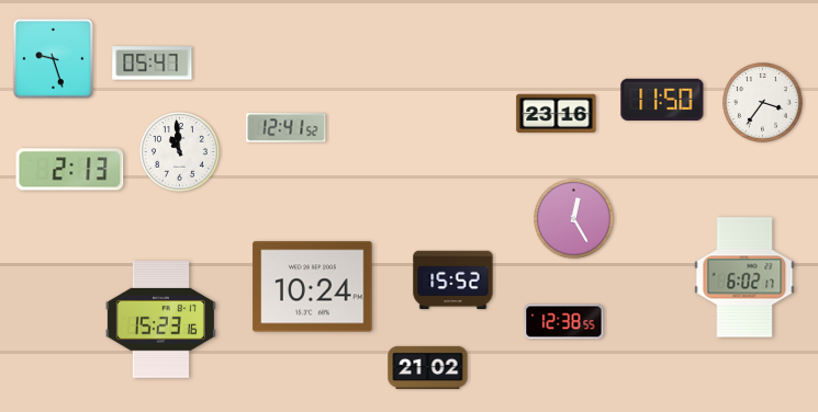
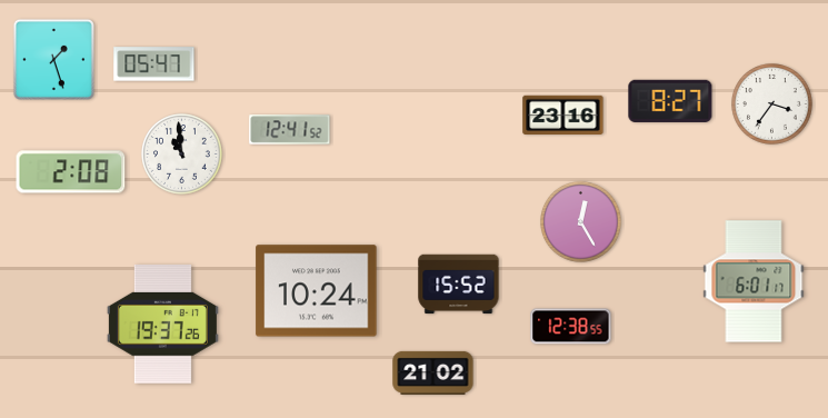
clock at (53, 58): 9:27 -> 1:27
clock at (662, 100): 11:50 -> 8:27
clock at (70, 170): 2:13 -> 2:08
clock at (744, 277): 6:02 -> 6:01
clock at (160, 320): 15:23 -> 19:37
